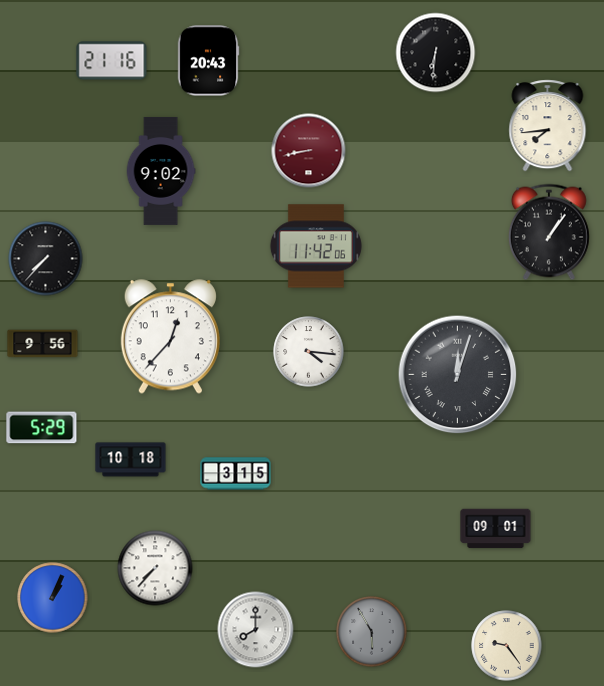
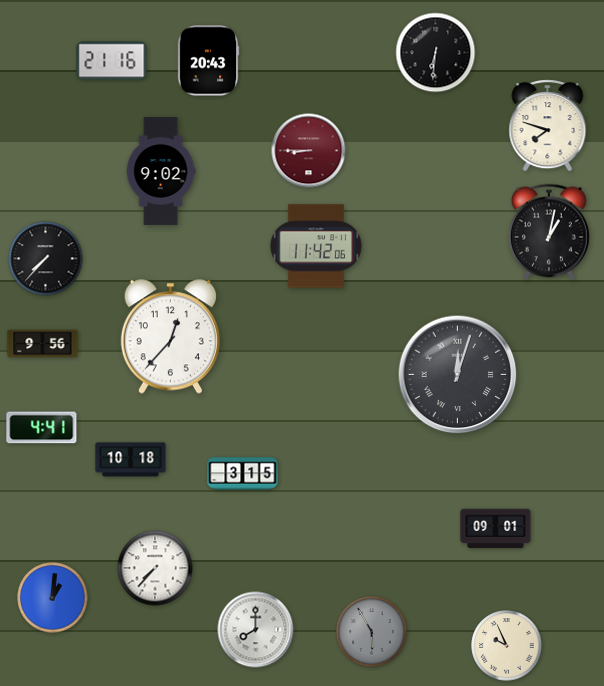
clock at (548, 126): 7:44 -> 7:48
clock at (309, 151): 8:43 -> 8:45
clock at (549, 232): 1:06 -> 1:02
clock at (309, 352): 4:16 -> none
clock at (42, 428): 5:29 -> 4:41
clock at (236, 474) position: (236, 474) -> (243, 474)
clock at (53, 598): 1:04 -> 1:01
clock at (507, 646): 9:24 -> 9:56
